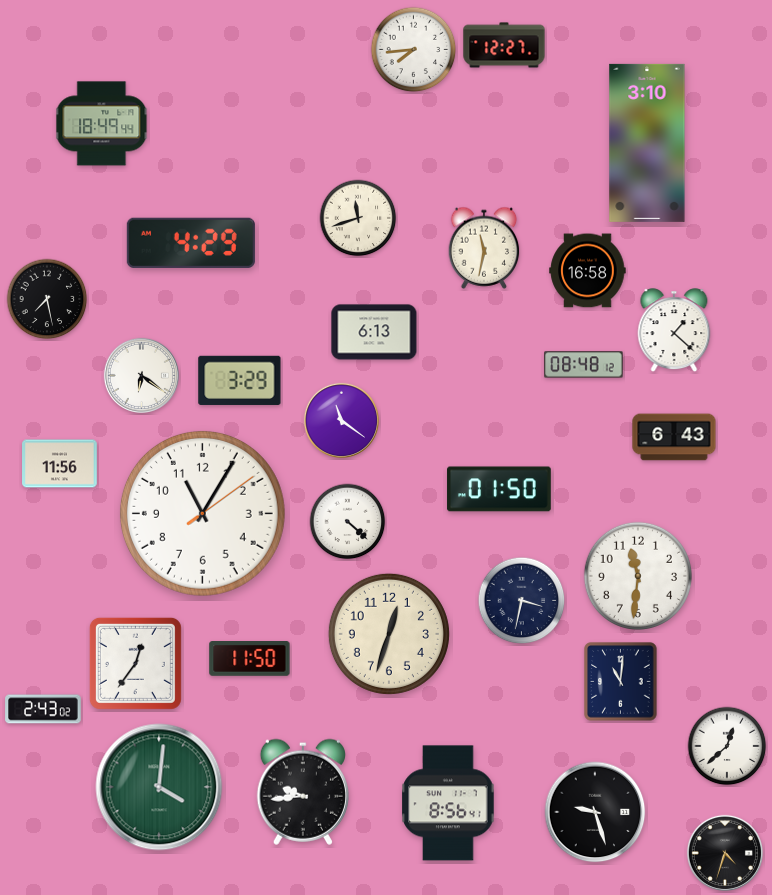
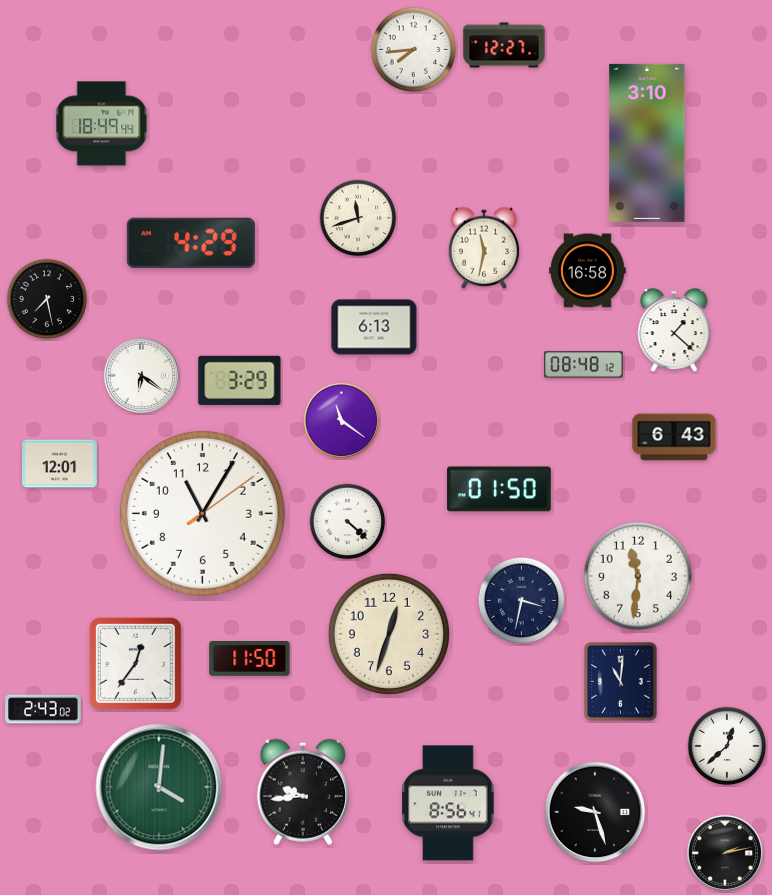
clock at (374, 332) position: (374, 332) -> (374, 327)
clock at (60, 464): 11:56 -> 12:01
clock at (725, 853): 4:33 -> 2:13
